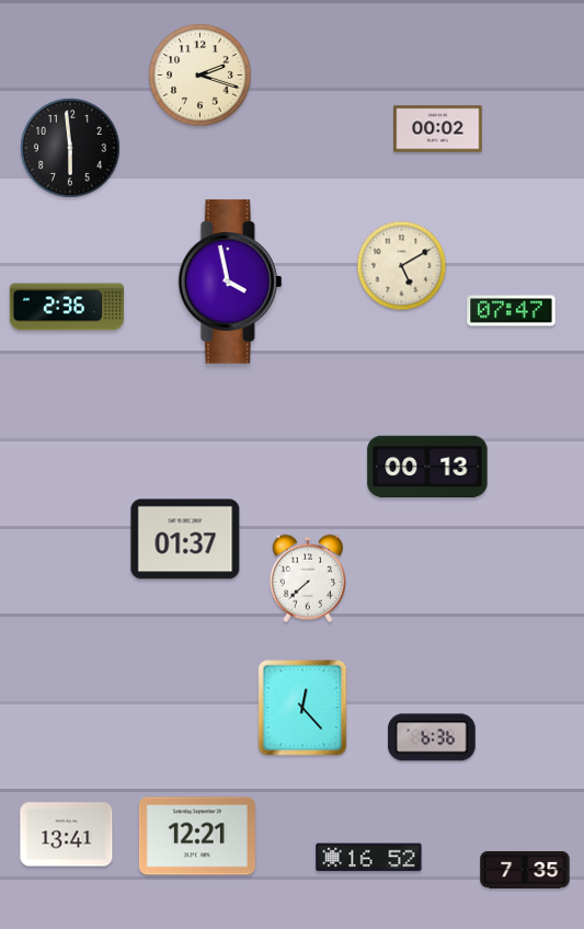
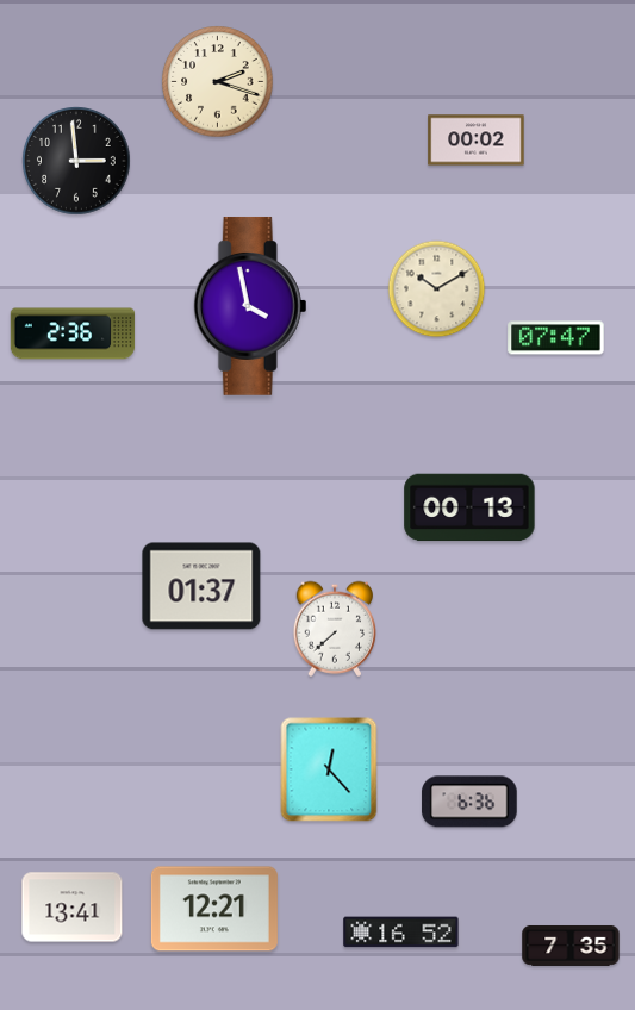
clock at (71, 149): 5:59 -> 2:59
clock at (402, 266): 5:10 -> 10:10
clock at (427, 467) position: (427, 467) -> (469, 507)
